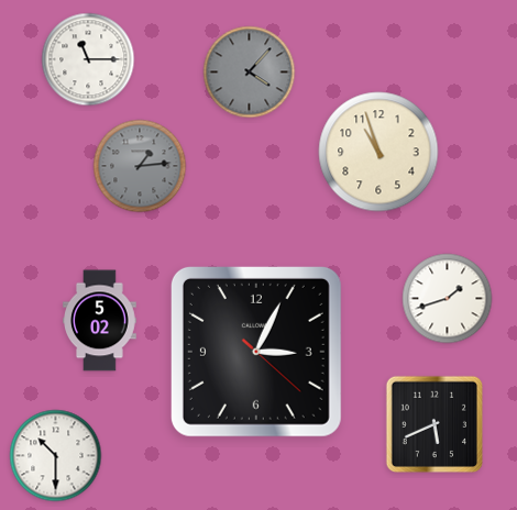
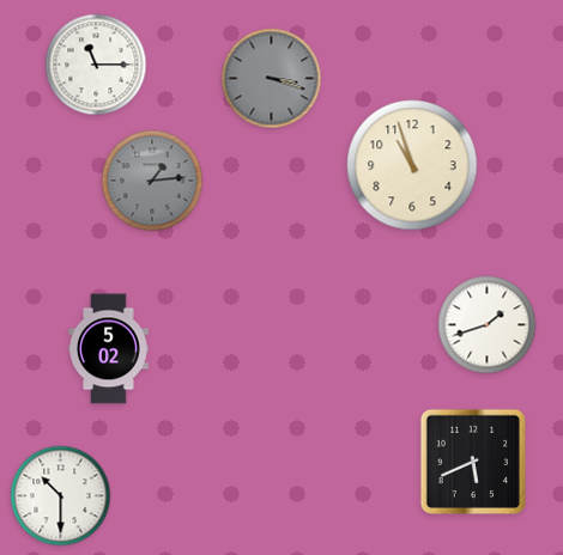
clock at (250, 73): 4:07 -> 3:18
clock at (256, 352): 3:04 -> none
